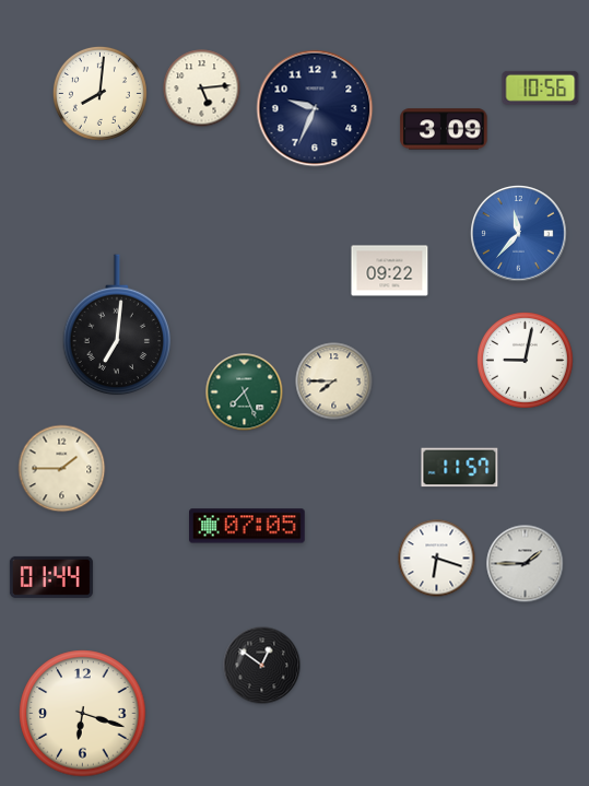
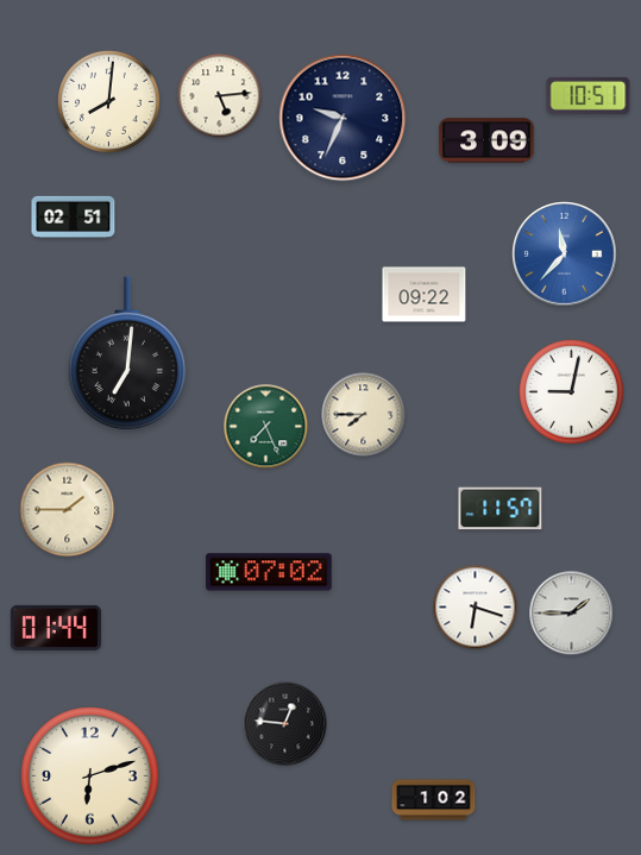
clock at (541, 87): 10:56 -> 10:51
clock at (444, 129) position: (444, 129) -> (486, 140)
clock at (74, 218): none -> 02:51
clock at (247, 526): 07:05 -> 07:02
clock at (262, 666): 12:51 -> 12:46
clock at (83, 714): 6:18 -> 6:12
clock at (434, 800): none -> 1:02
